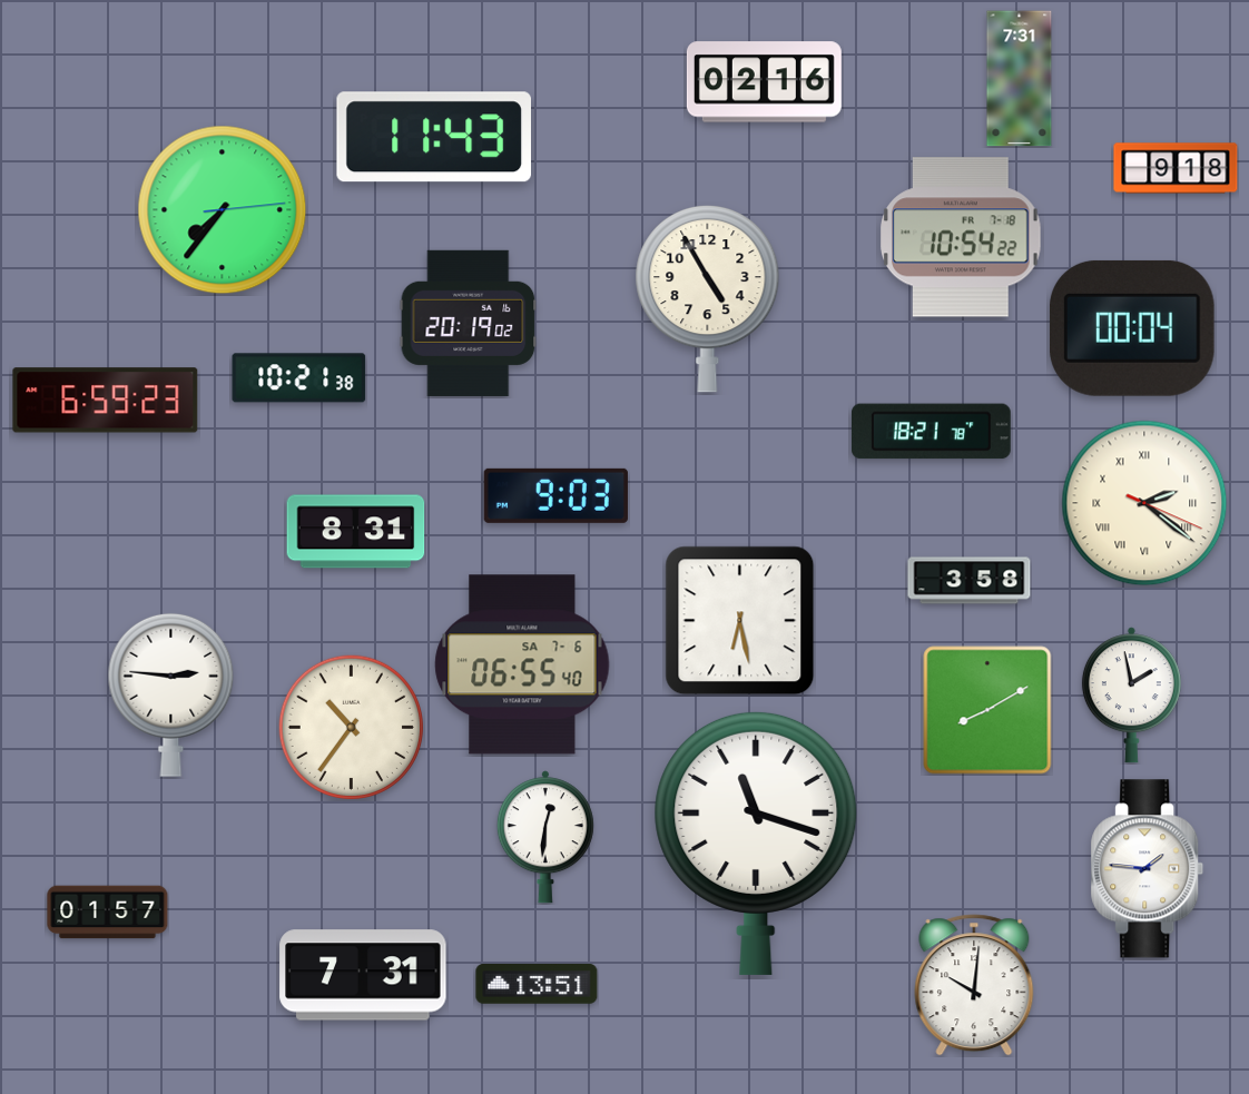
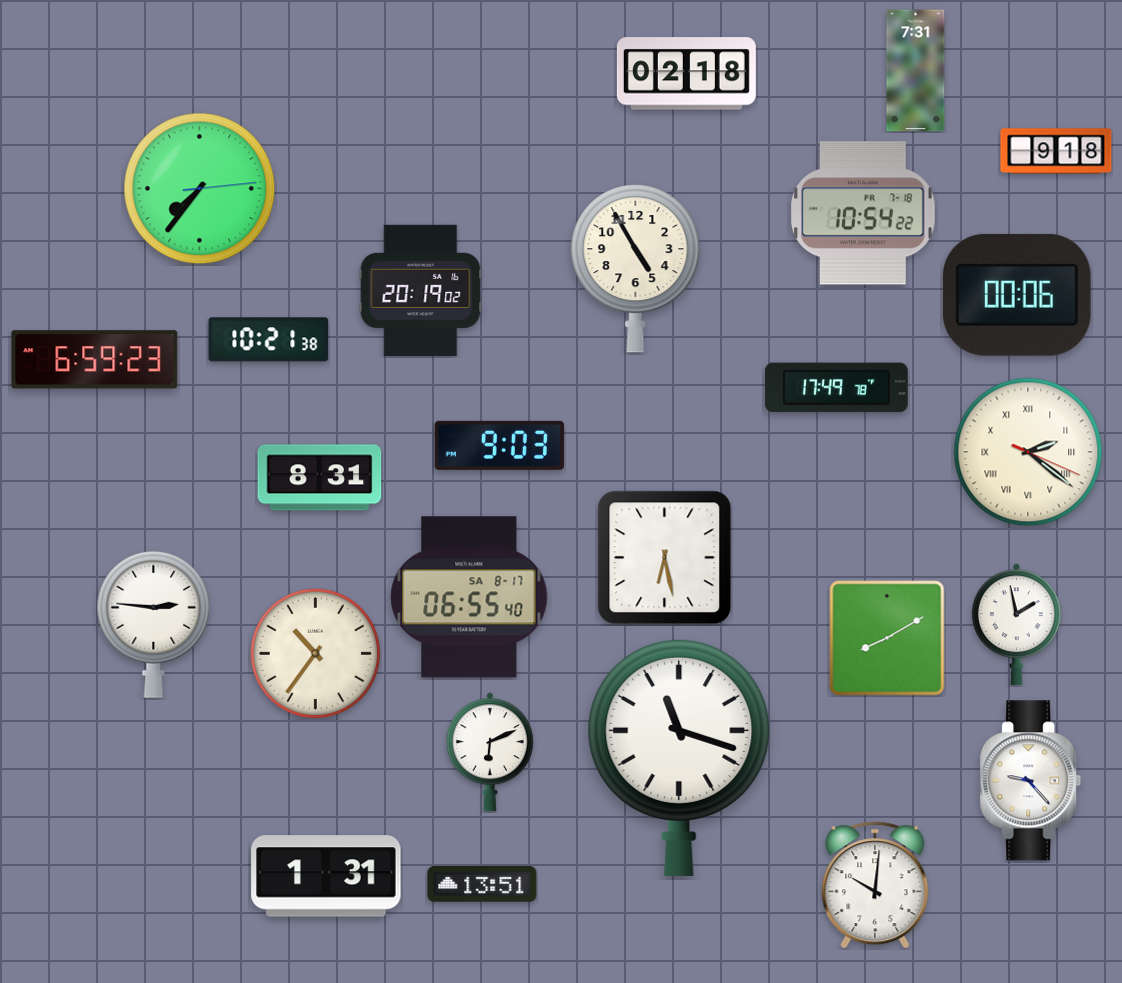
clock at (764, 82): 02:16 -> 02:18
clock at (433, 137): 11:43 -> none
clock at (1132, 328): 00:04 -> 00:06
clock at (931, 432): 18:21 -> 17:49
clock at (970, 581): 3:58 -> none
clock at (522, 664) date: SA 7-6 -> SA 8-17
clock at (545, 837): 12:31 -> 6:11
clock at (1148, 869): 1:46 -> 9:23
clock at (108, 913): 01:57 -> none
clock at (363, 975): 7:31 -> 1:31
